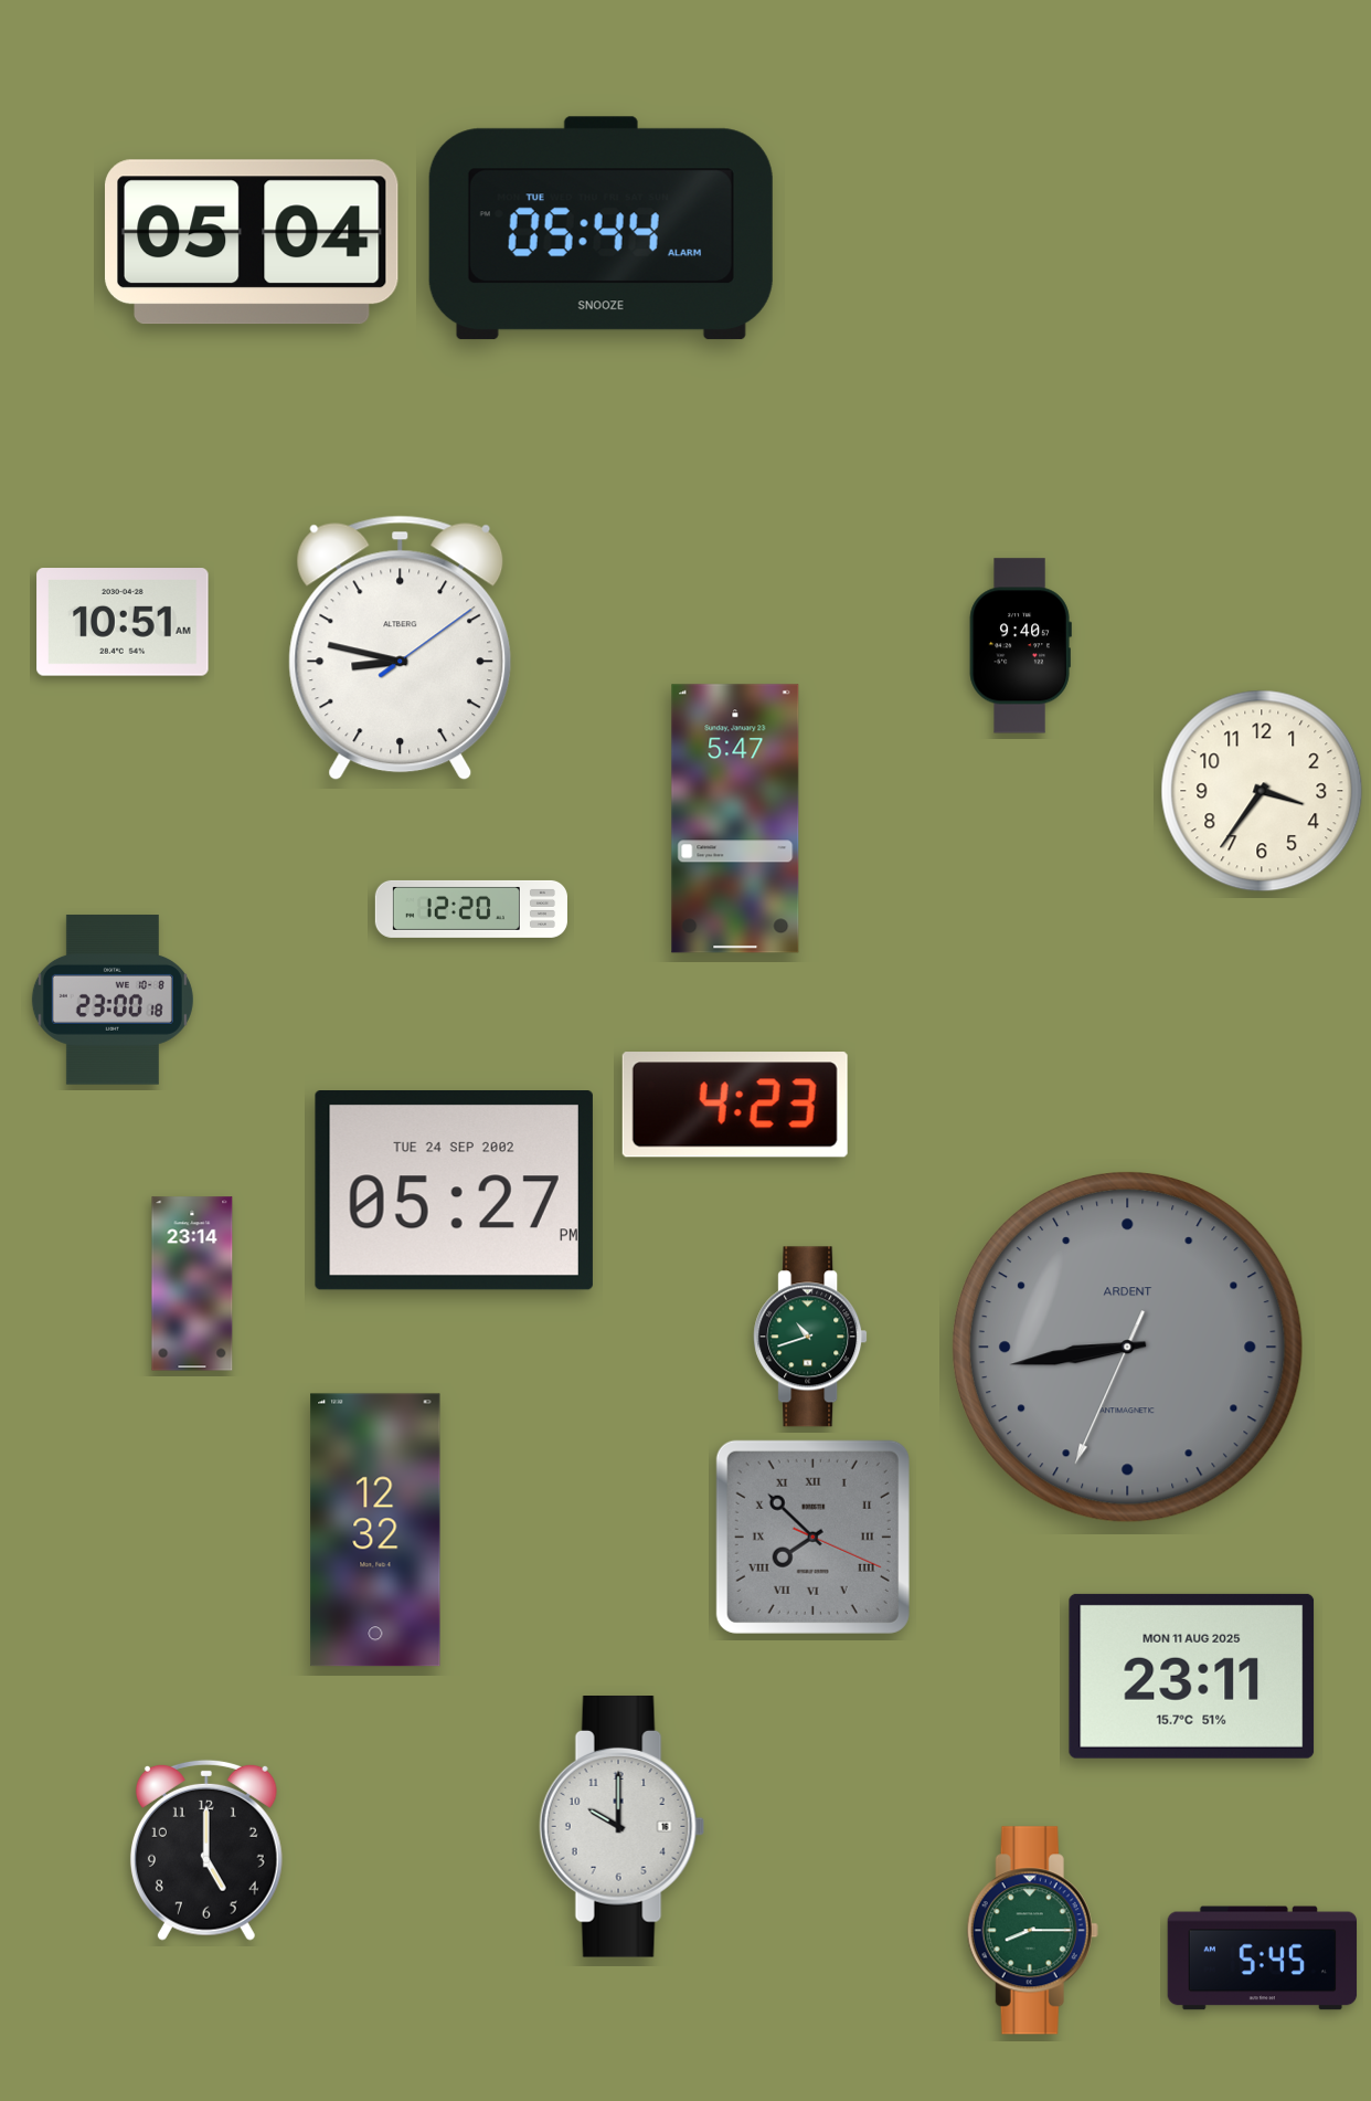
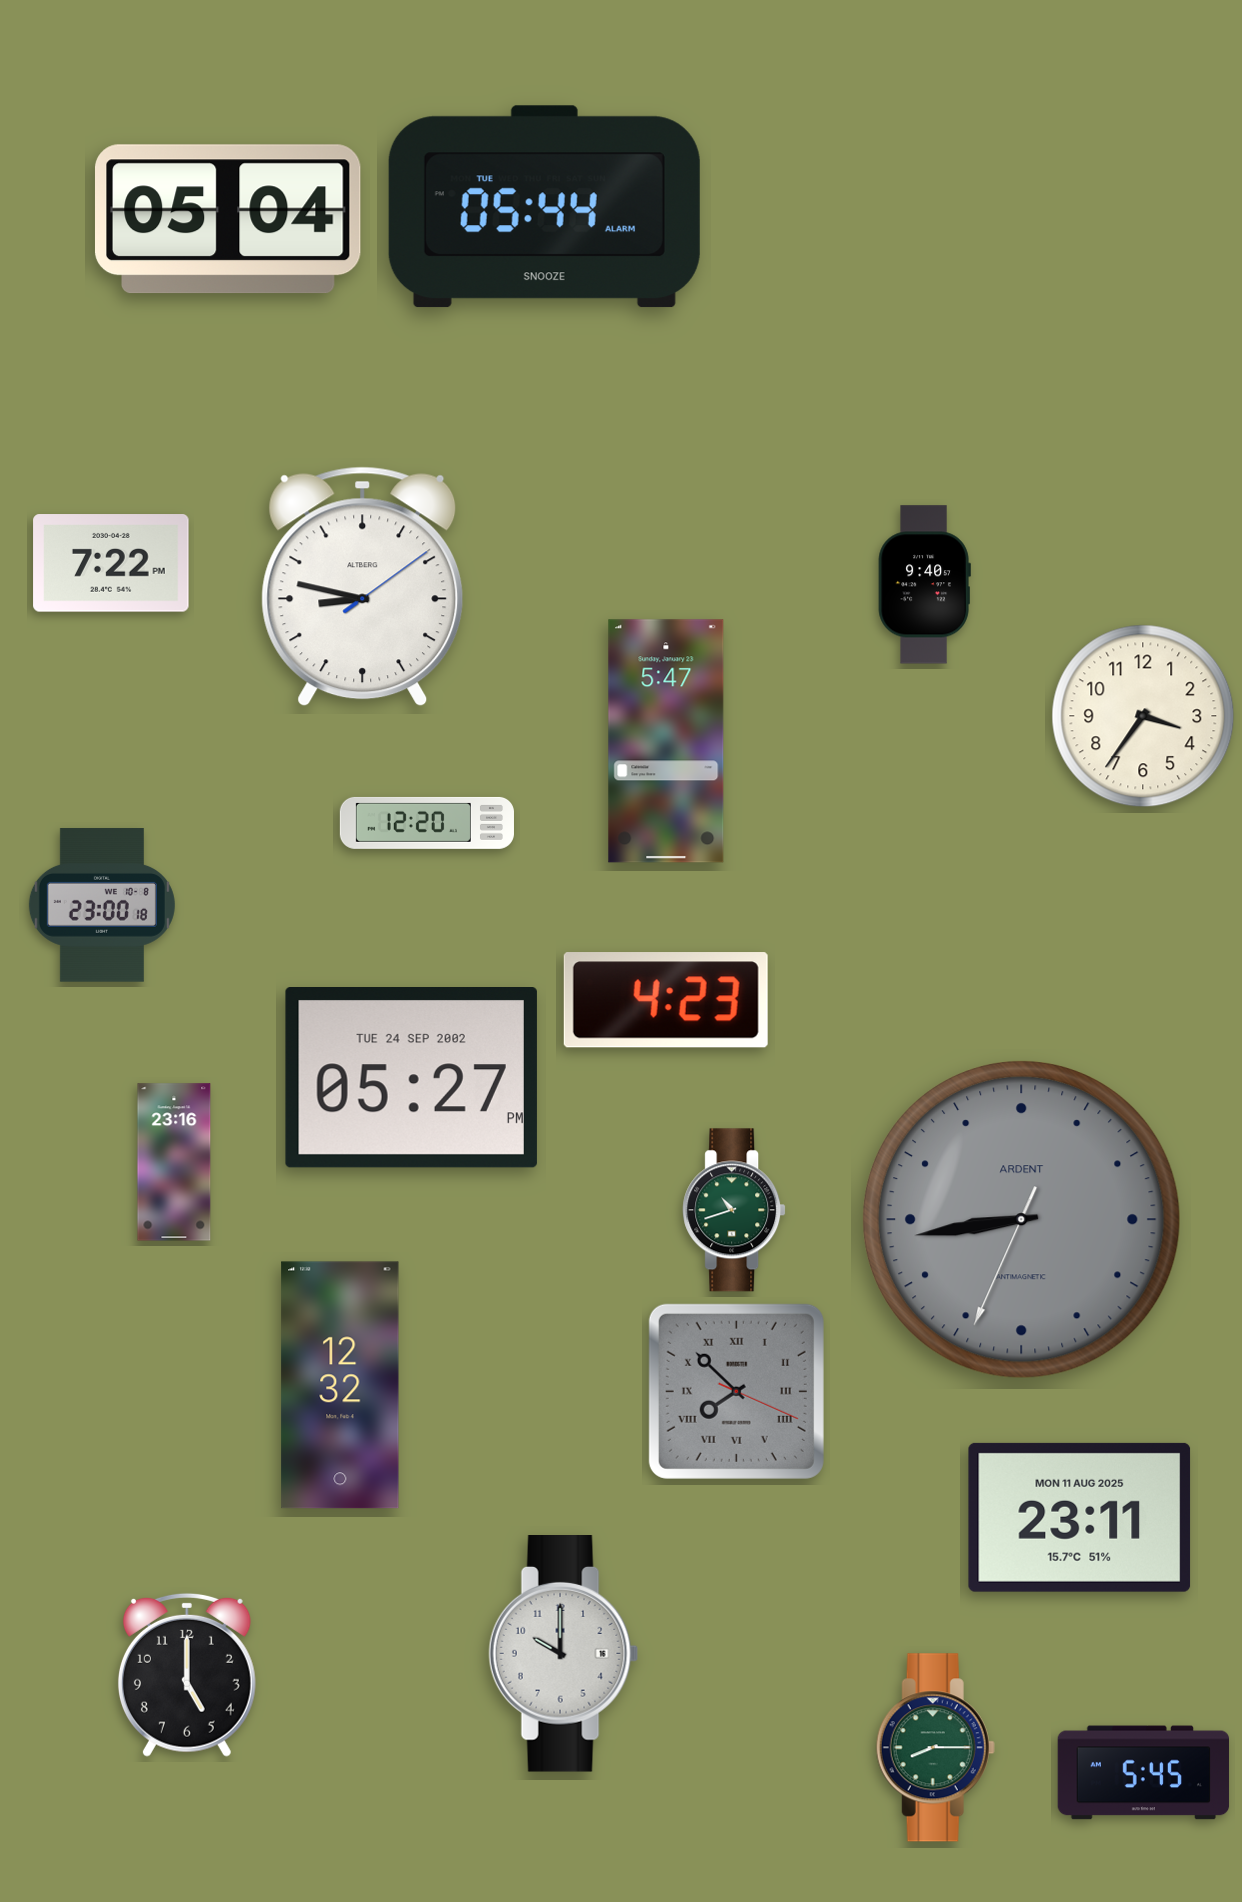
clock at (123, 622): 10:51 -> 7:22
clock at (192, 1284): 23:14 -> 23:16
